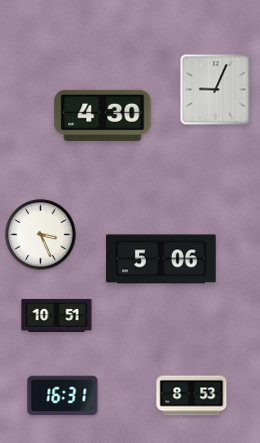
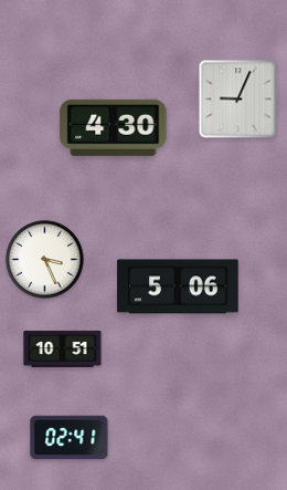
clock at (63, 396): 16:31 -> 02:41
clock at (192, 396): 8:53 -> none
